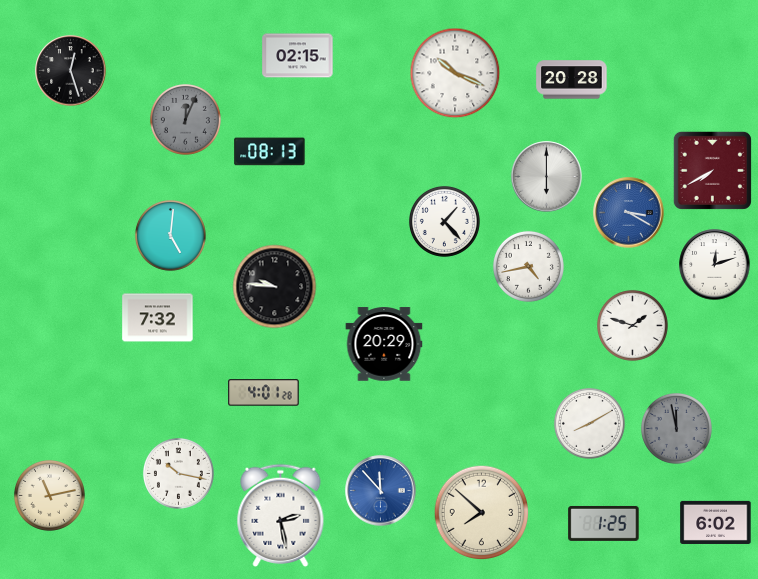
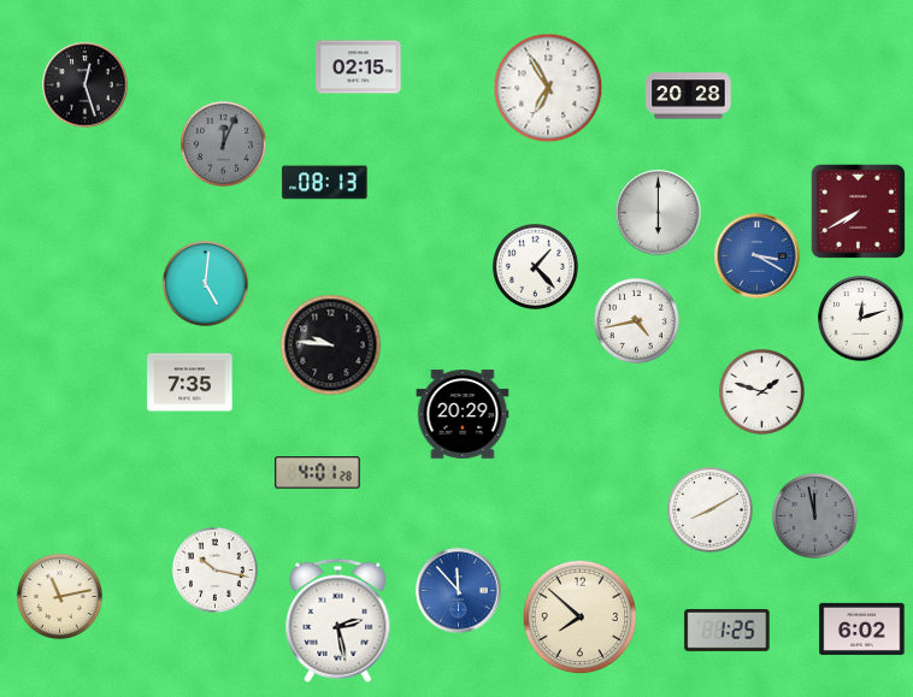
clock at (455, 73): 10:19 -> 6:55
clock at (712, 170) position: (712, 170) -> (858, 211)
clock at (158, 318): 7:32 -> 7:35
